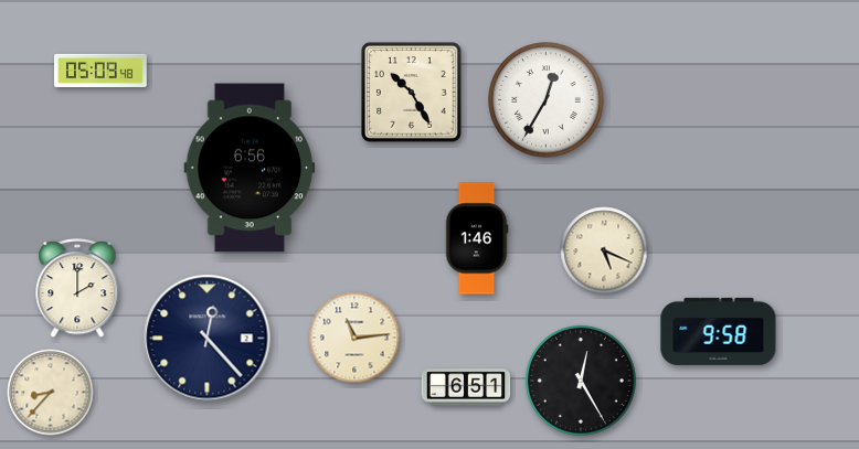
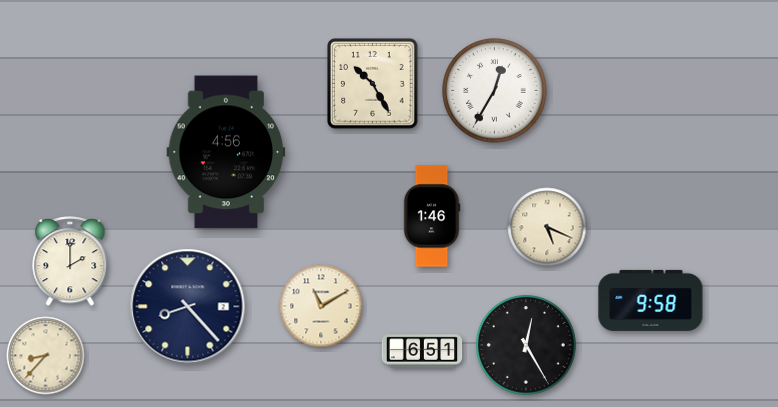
clock at (100, 71): 05:09 -> none
clock at (250, 168): 6:56 -> 4:56
clock at (354, 338): 11:14 -> 11:10
clock at (208, 339): 12:23 -> 8:23
